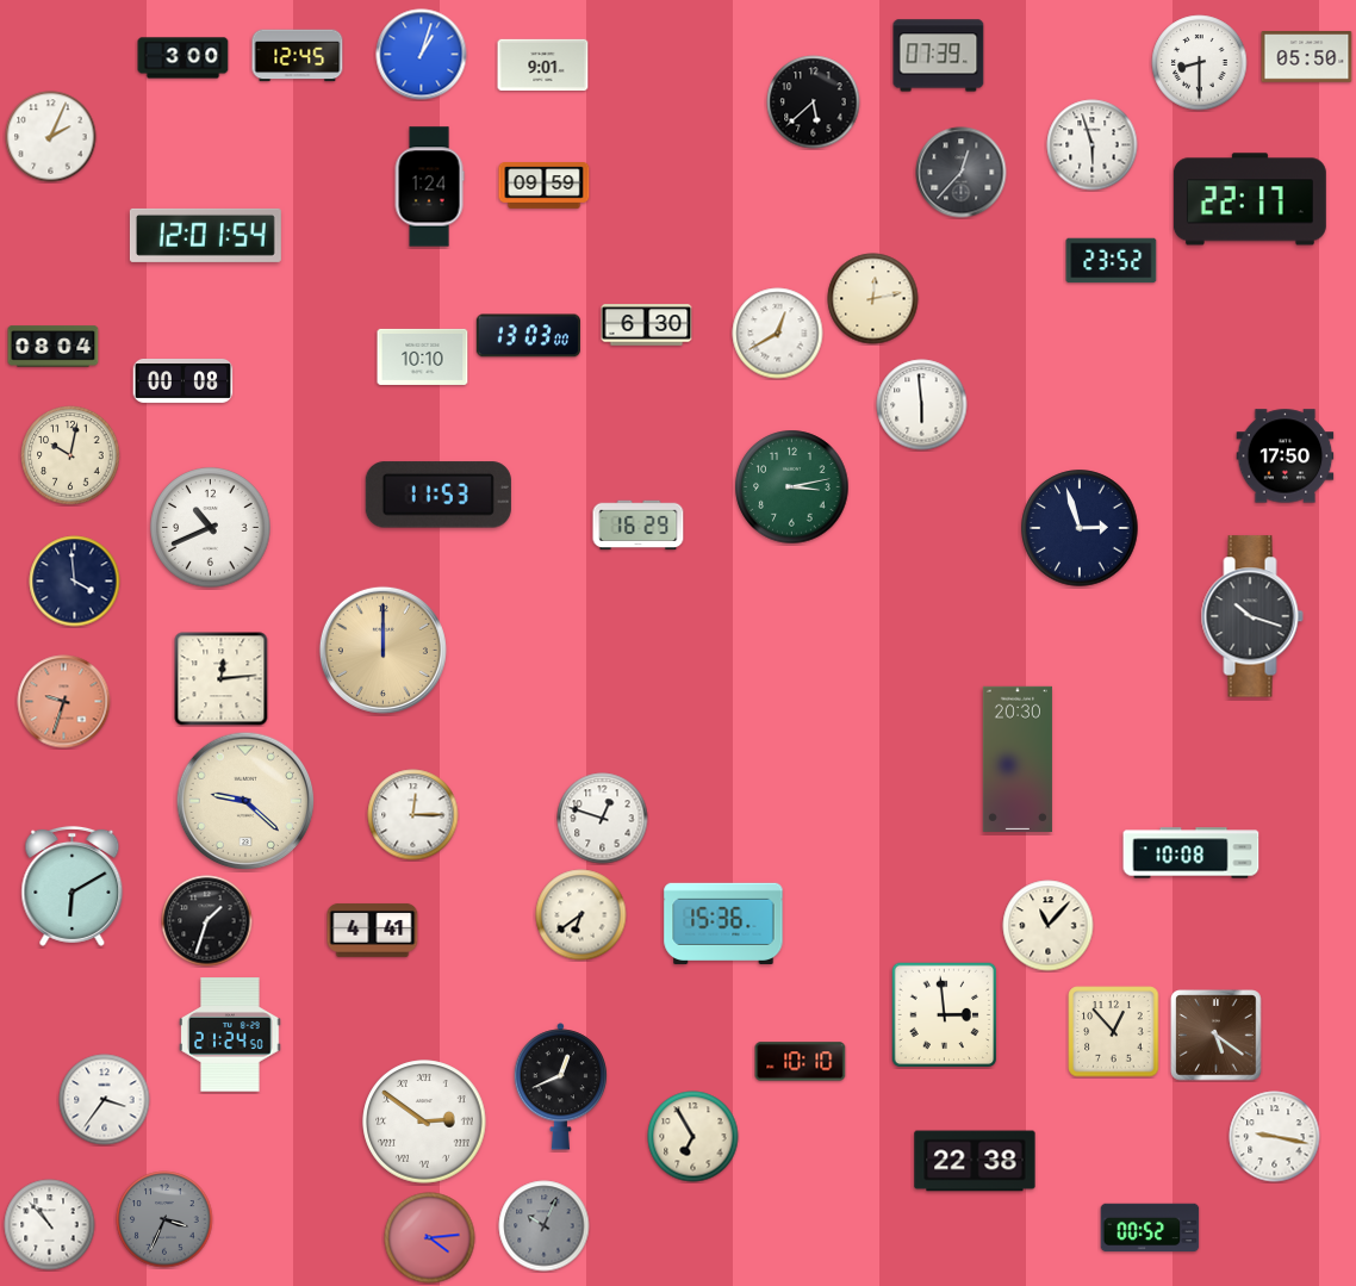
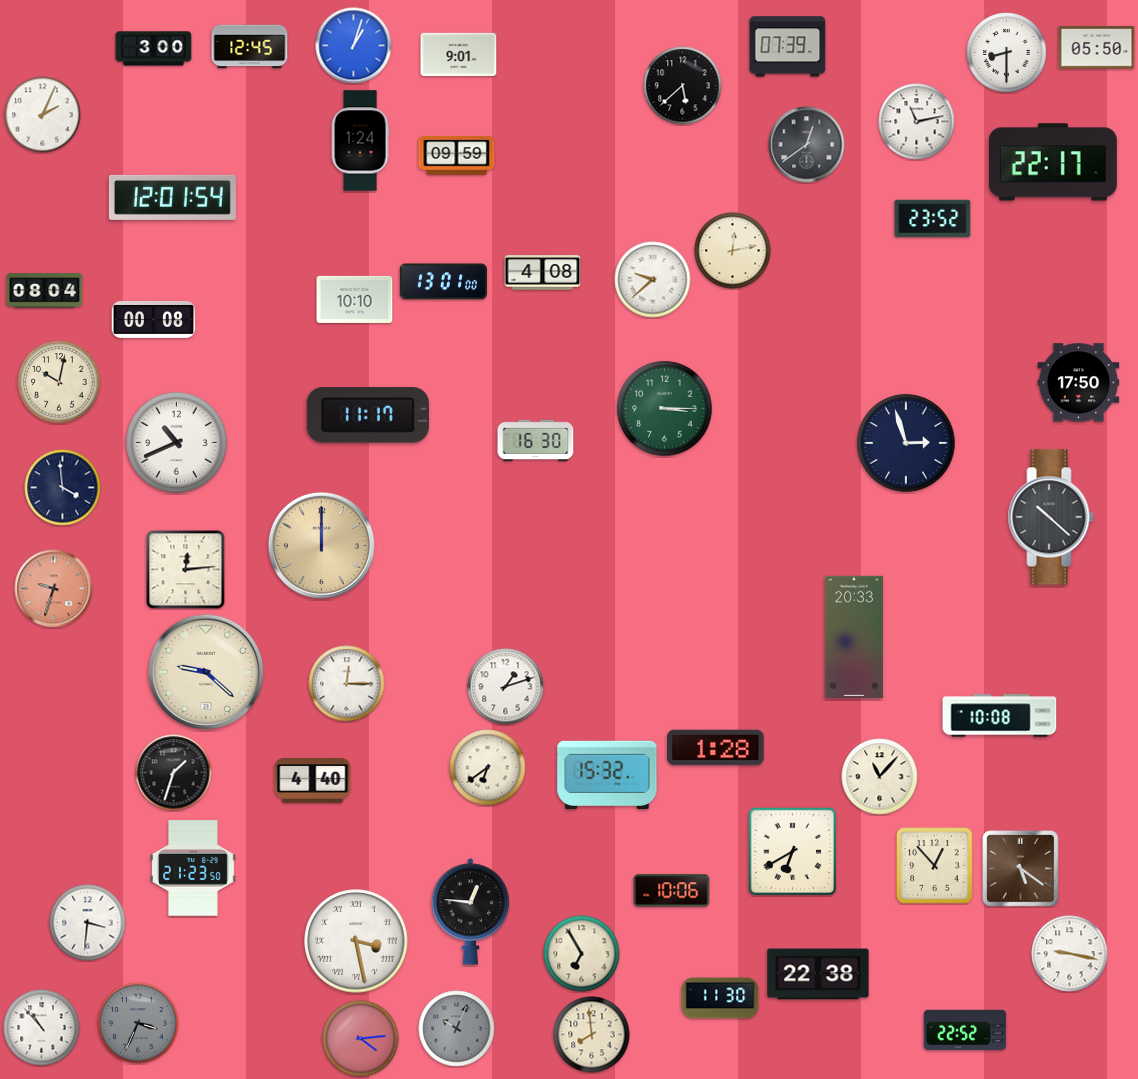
clock at (543, 64) position: (543, 64) -> (459, 54)
clock at (1093, 145): 5:57 -> 11:13
clock at (962, 173): 12:37 -> 12:39
clock at (429, 187) position: (429, 187) -> (360, 141)
clock at (1250, 199) position: (1250, 199) -> (1053, 162)
clock at (647, 325): 6:30 -> 4:08
clock at (778, 334): 12:40 -> 9:38
clock at (528, 336): 13:03 -> 13:01
clock at (922, 405): 5:59 -> none
clock at (792, 487): 3:13 -> 3:15
clock at (438, 495): 11:53 -> 11:17
clock at (639, 526): 16:29 -> 16:30
clock at (1252, 616): 10:18 -> 10:22
clock at (1018, 758): 20:30 -> 20:33
clock at (603, 819): 12:48 -> 1:12
clock at (73, 886): 6:10 -> none
clock at (716, 748): none -> 1:28
clock at (723, 924): 15:36 -> 15:32
clock at (373, 930): 4:41 -> 4:40
clock at (945, 1015): 2:59 -> 6:40
clock at (230, 1035): 21:24 -> 21:23
clock at (801, 1062): 10:10 -> 10:06
clock at (561, 1087): 12:41 -> 12:46
clock at (105, 1100): 3:36 -> 3:31
clock at (424, 1122): 2:51 -> 3:28
clock at (720, 998): none -> 11:30
clock at (1150, 1228): 00:52 -> 22:52
clock at (592, 1035): none -> 7:59
